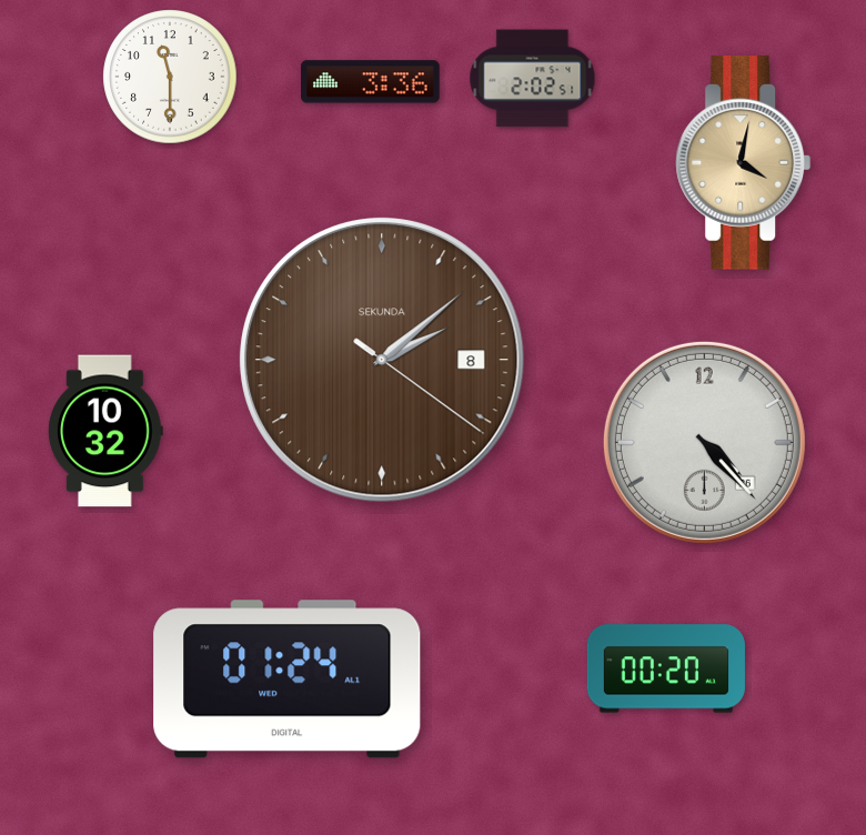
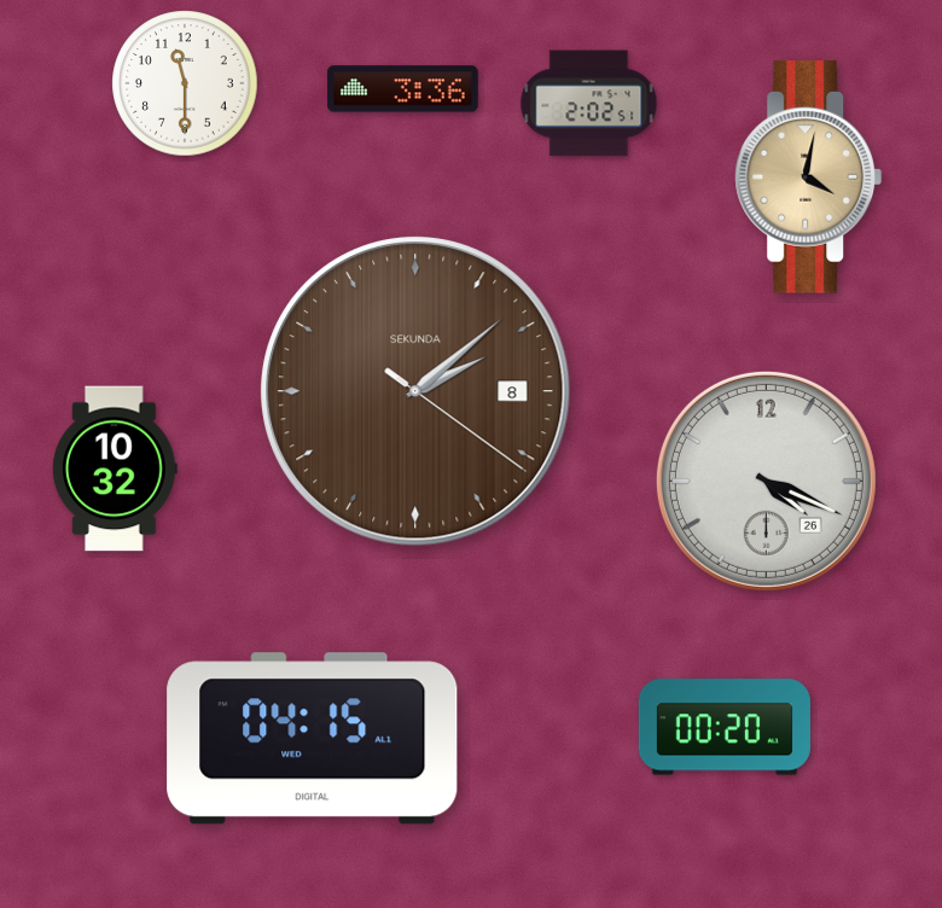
clock at (533, 79) position: (533, 79) -> (589, 104)
clock at (704, 442): 4:23 -> 4:19
clock at (288, 680): 01:24 -> 04:15
